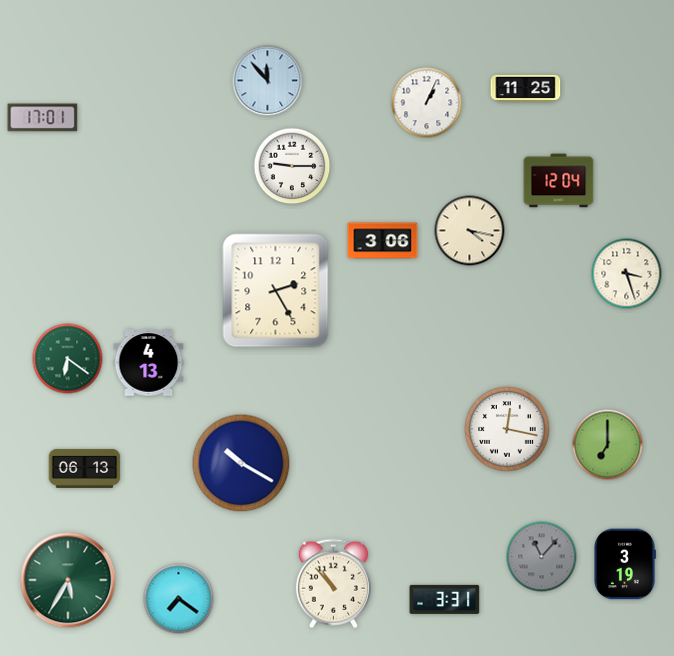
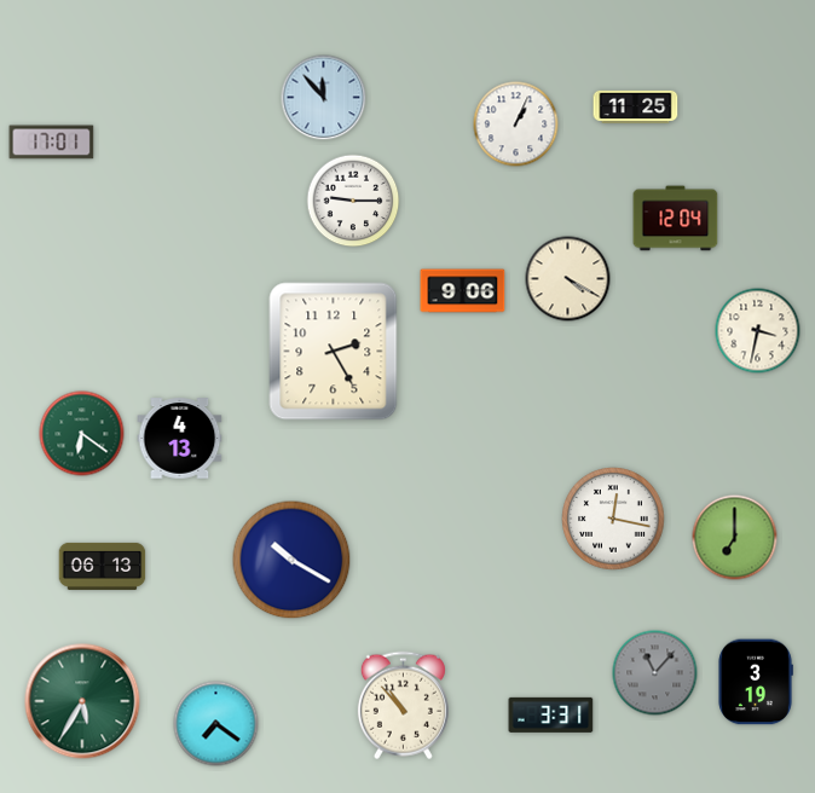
clock at (470, 231): 4:17 -> 4:20
clock at (383, 241): 3:06 -> 9:06
clock at (627, 274): 3:27 -> 3:32
clock at (445, 599) position: (445, 599) -> (551, 714)
